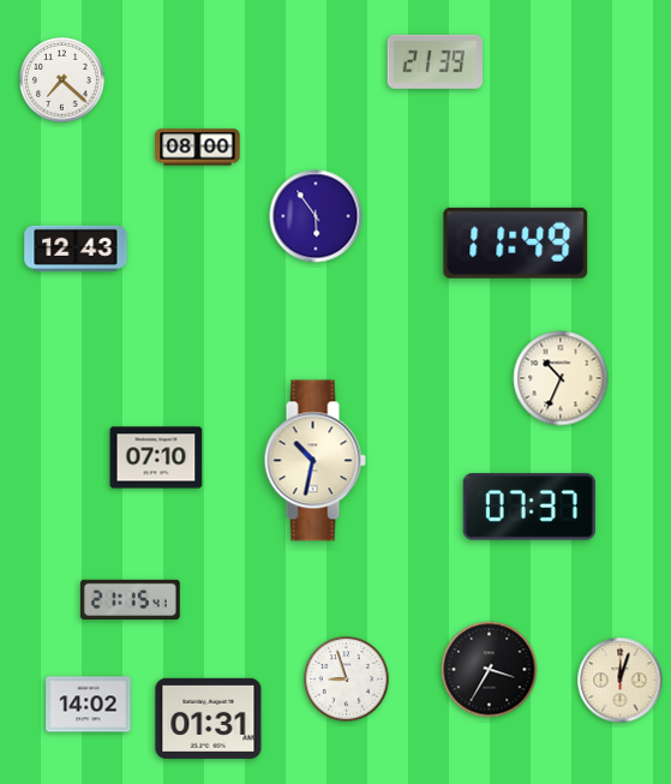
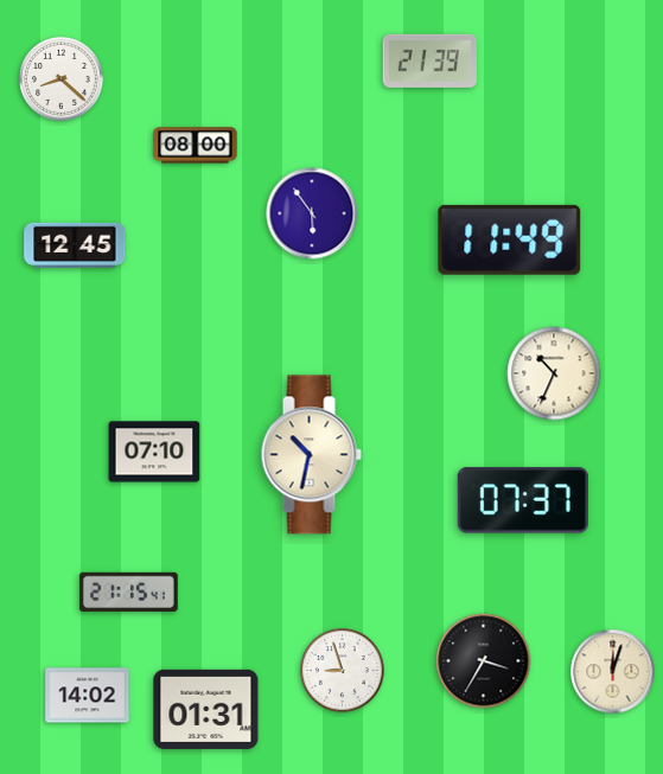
clock at (62, 80): 7:22 -> 8:22
clock at (76, 249): 12:43 -> 12:45
